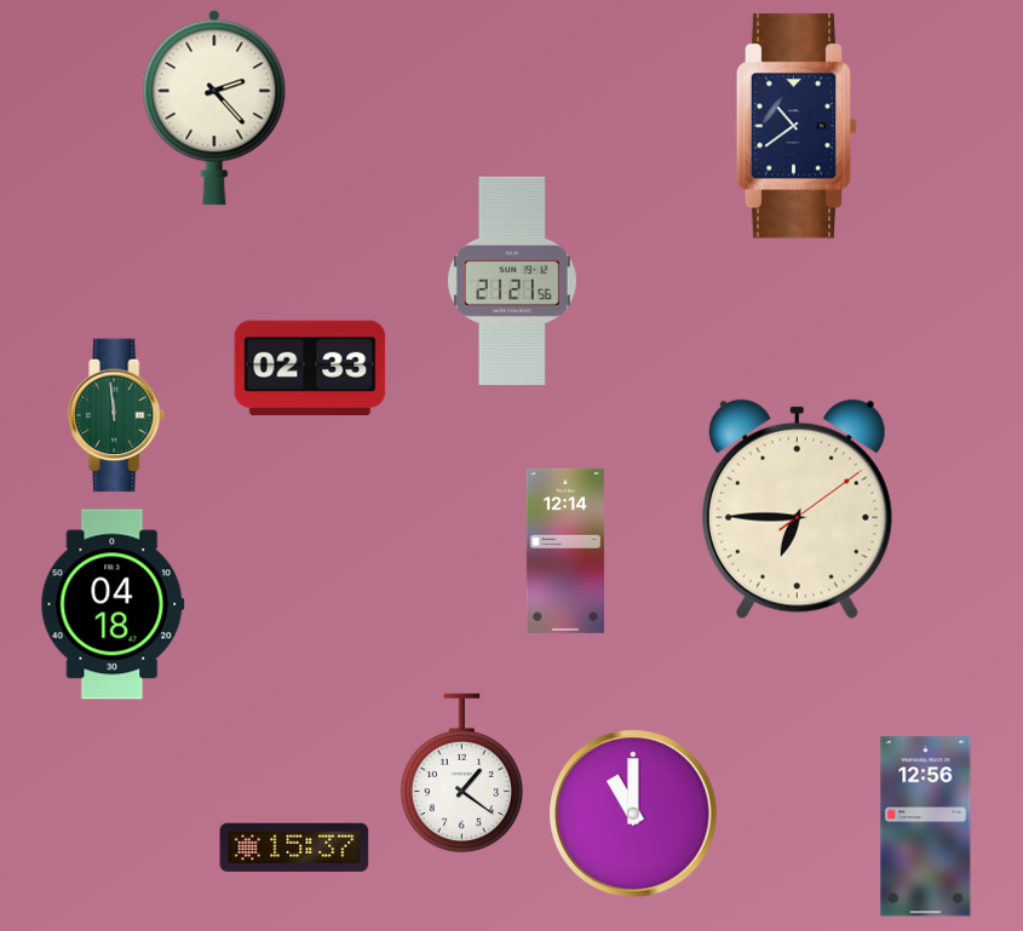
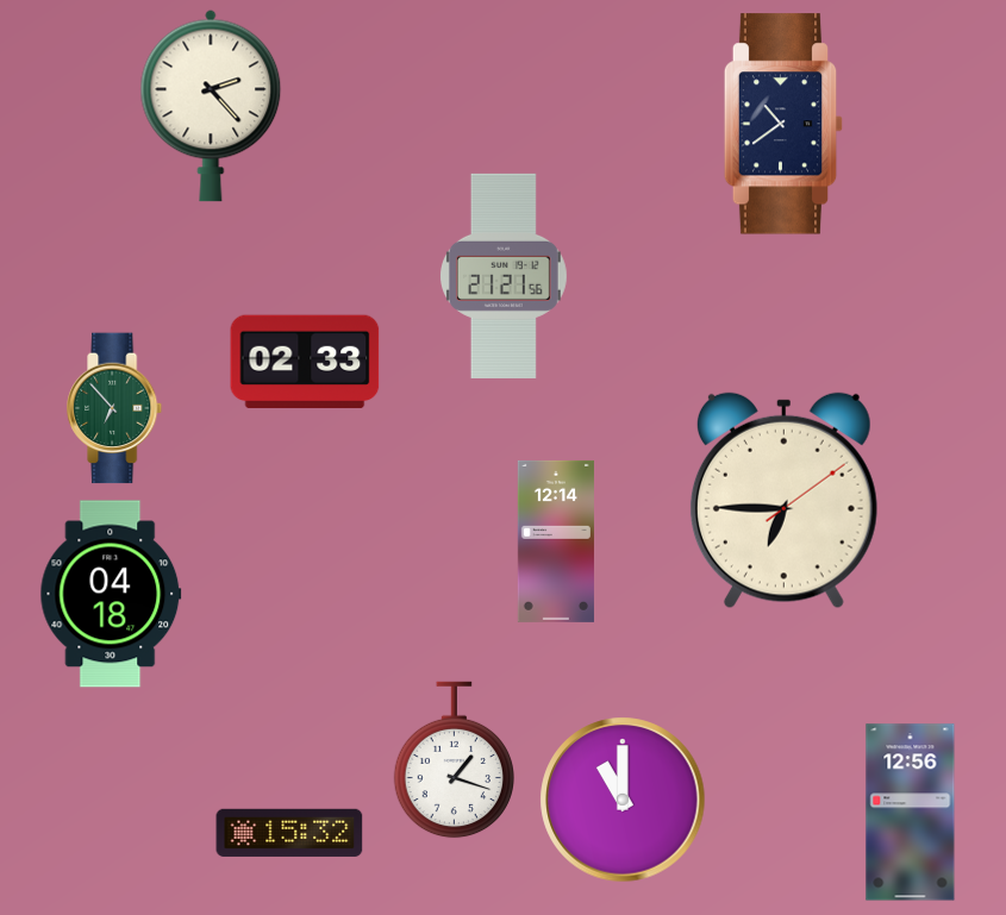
clock at (117, 415): 11:59 -> 6:53
clock at (461, 774): 1:21 -> 1:18
clock at (294, 847): 15:37 -> 15:32
